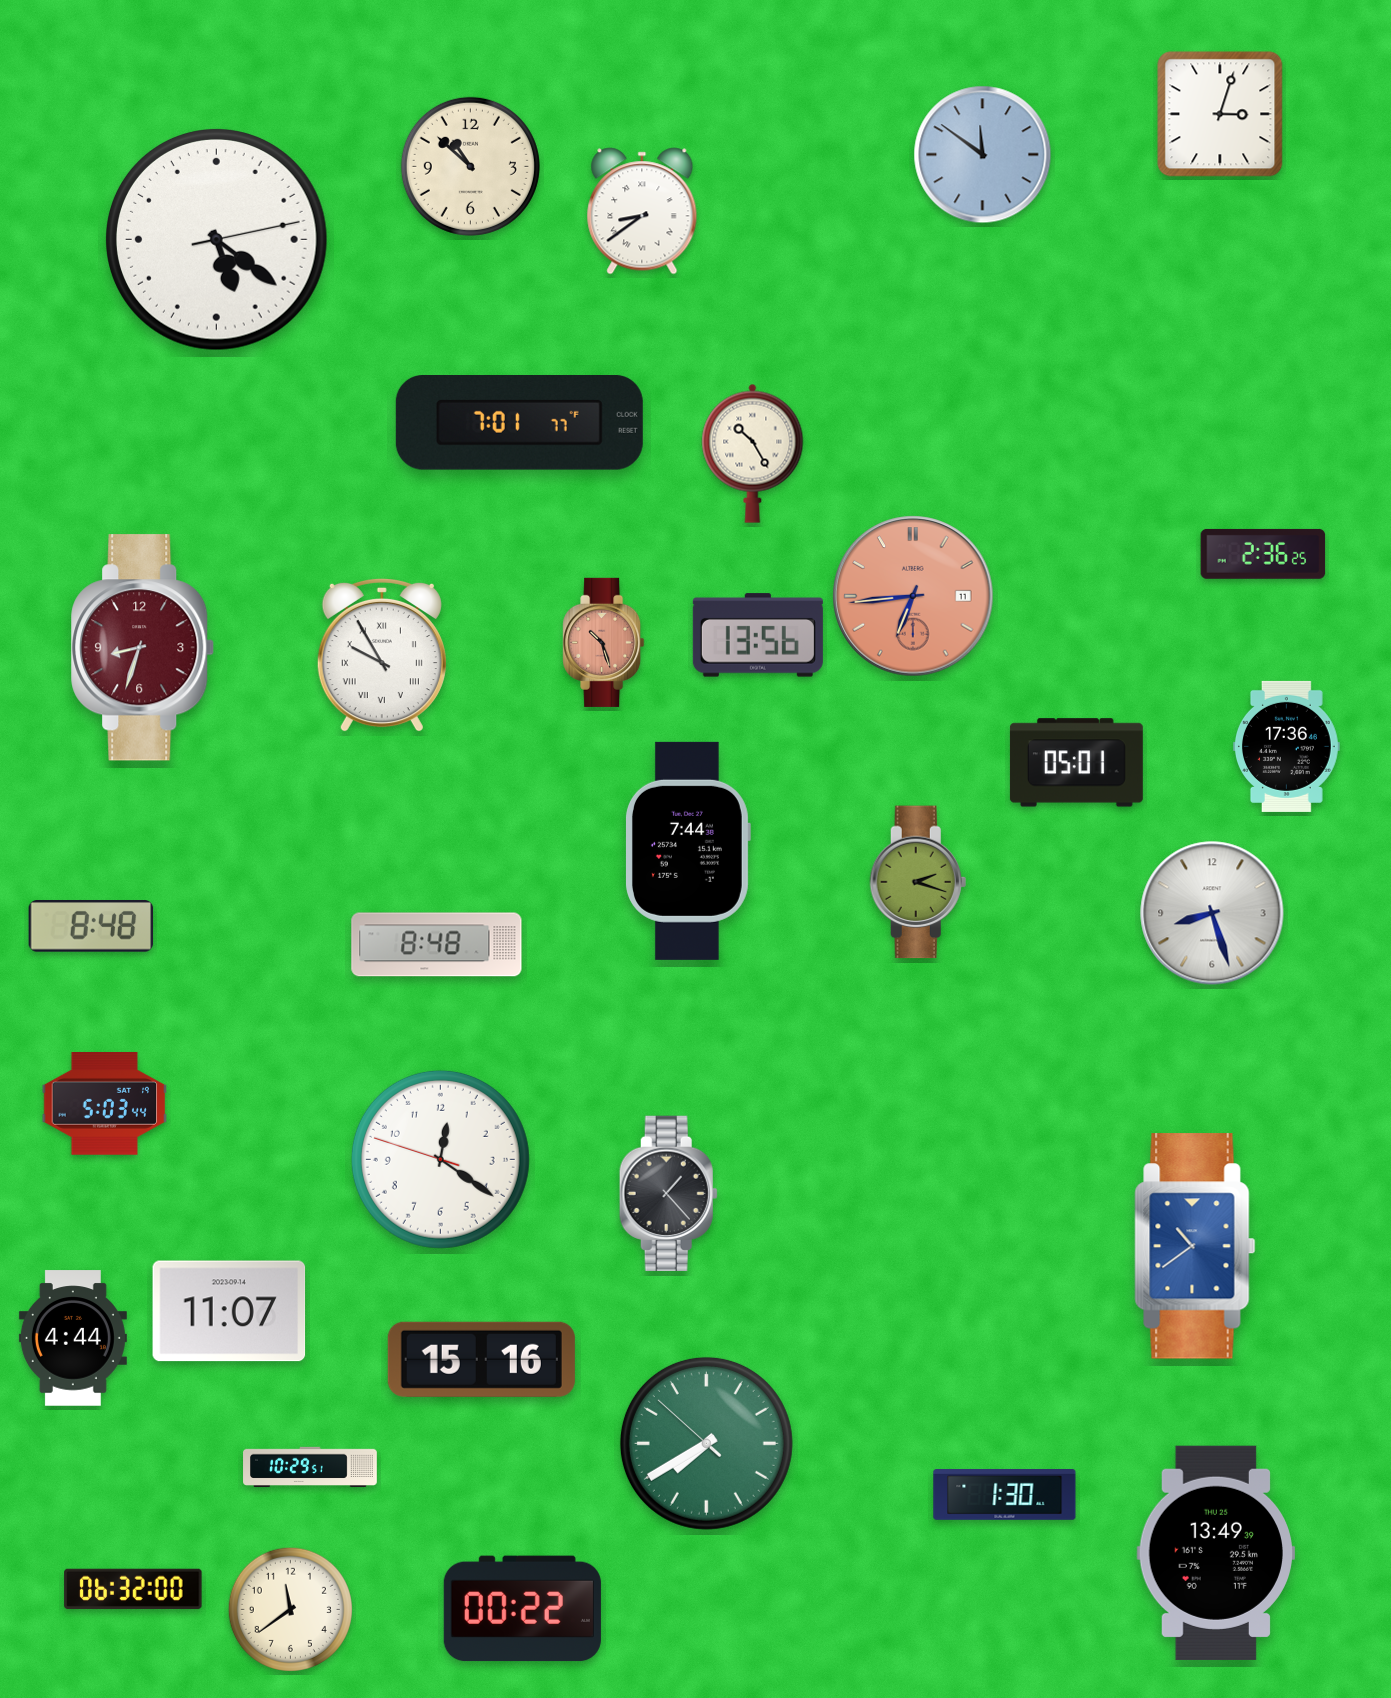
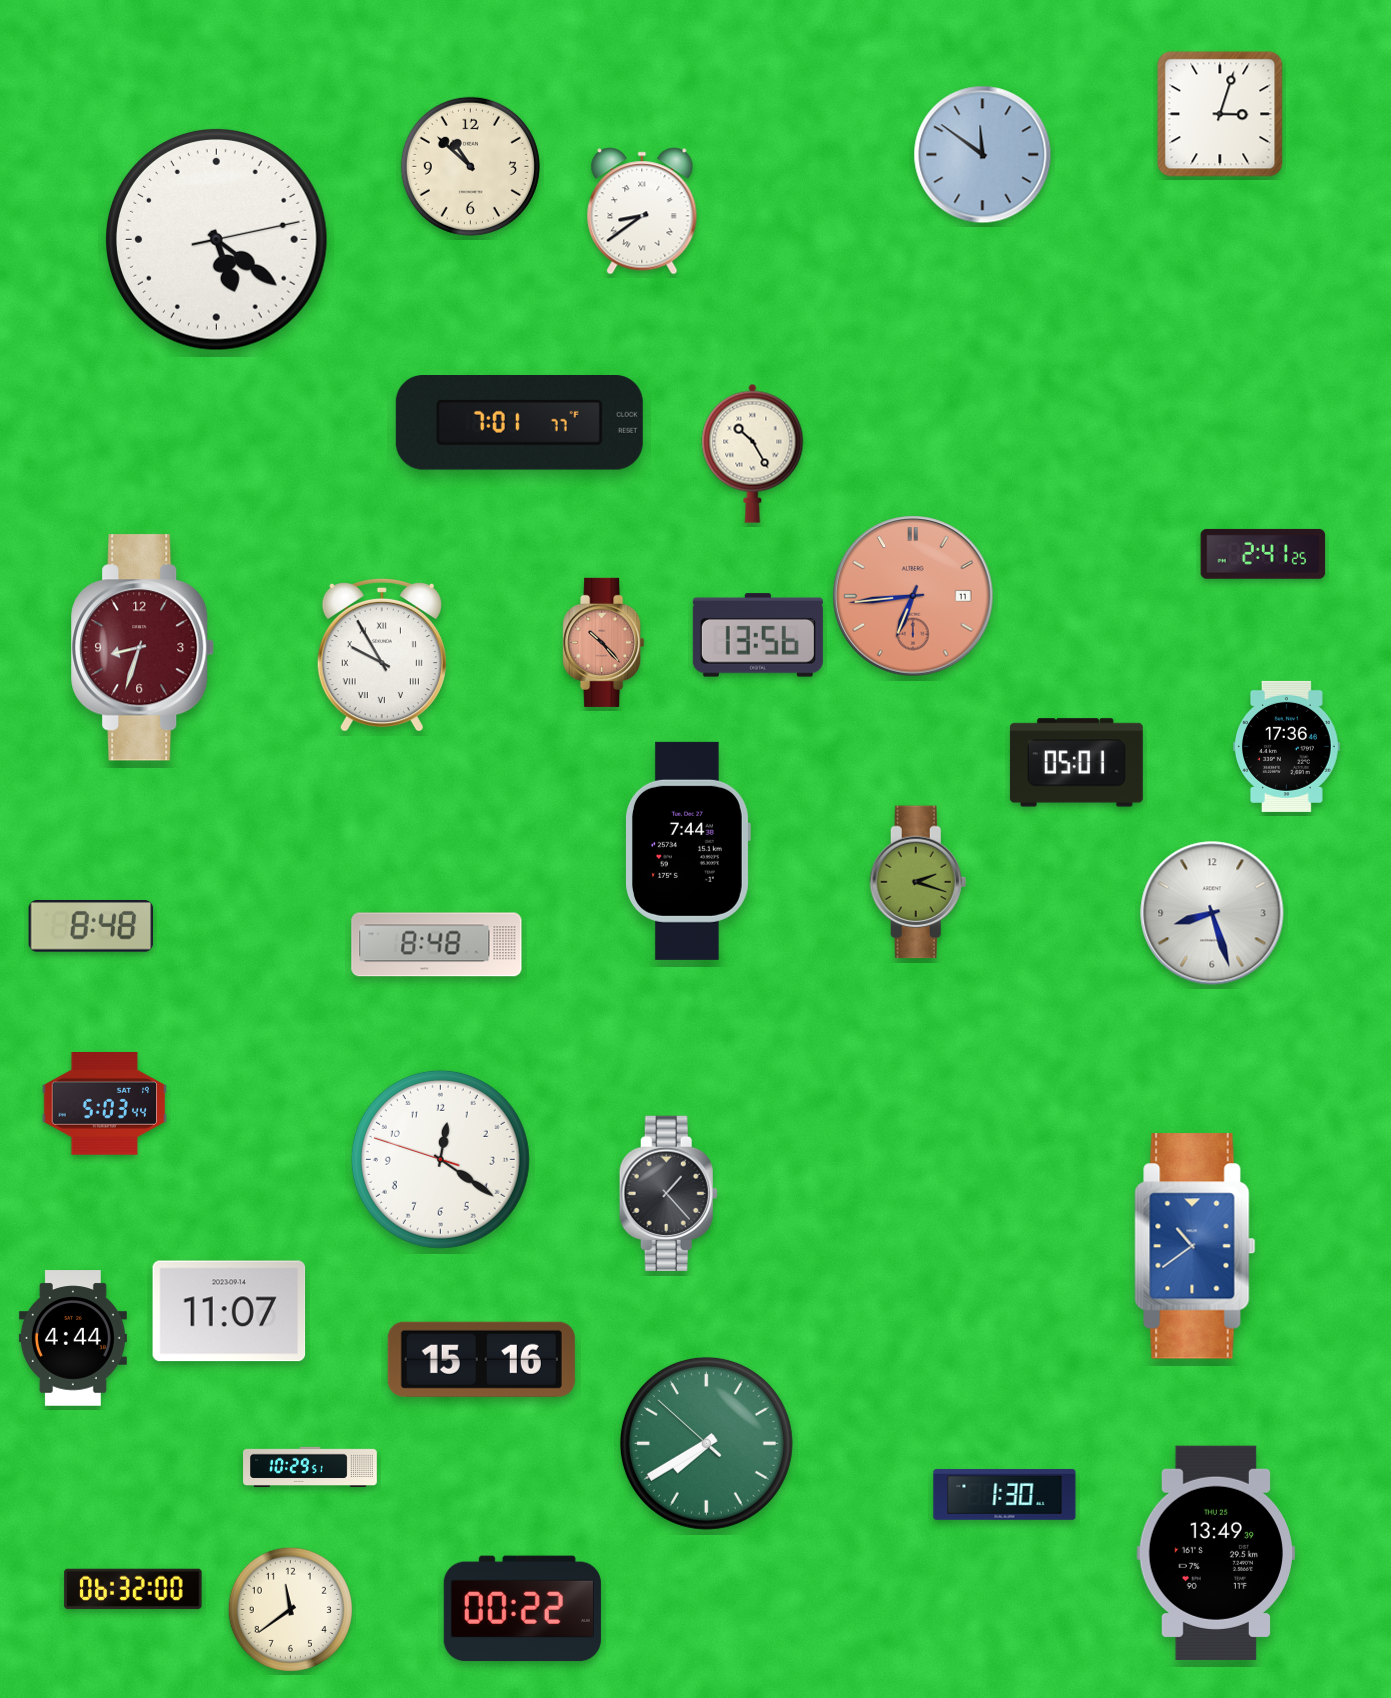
clock at (1263, 554): 2:36 -> 2:41
clock at (604, 642): 10:27 -> 10:23
